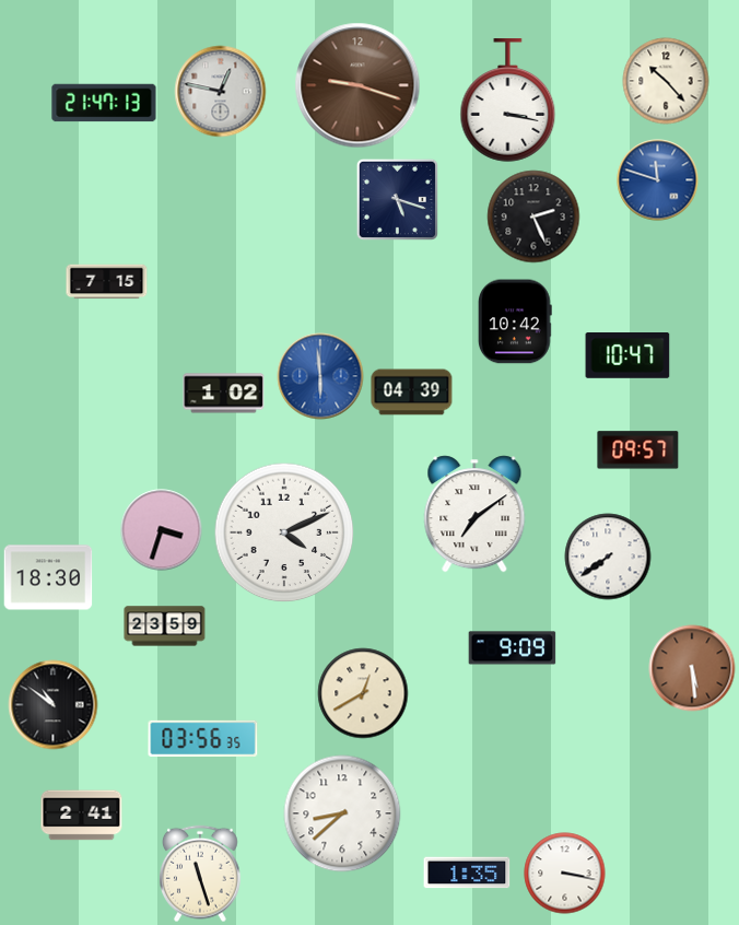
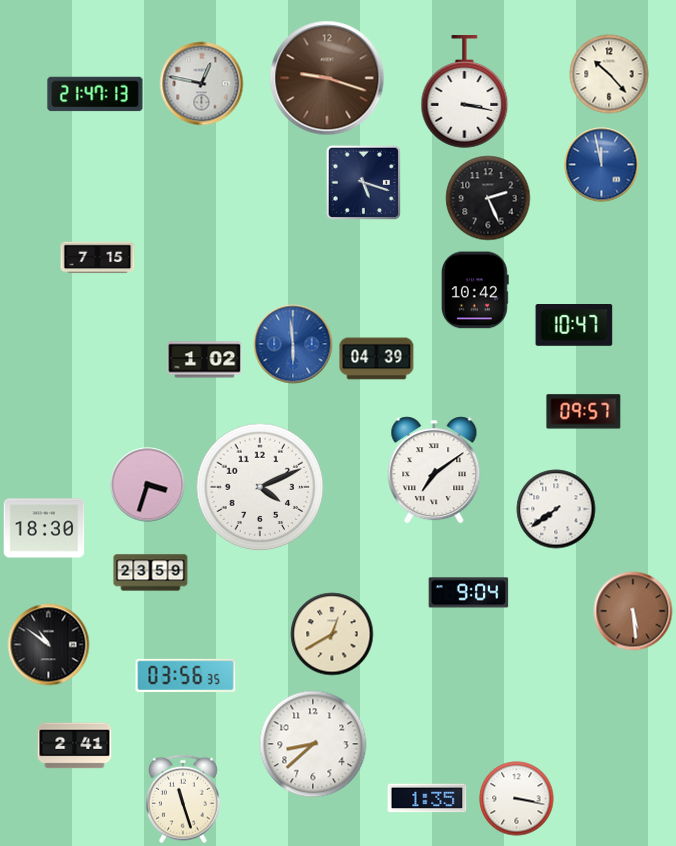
clock at (658, 180): 11:48 -> 11:58
clock at (515, 321) position: (515, 321) -> (475, 290)
clock at (513, 648): 9:09 -> 9:04
